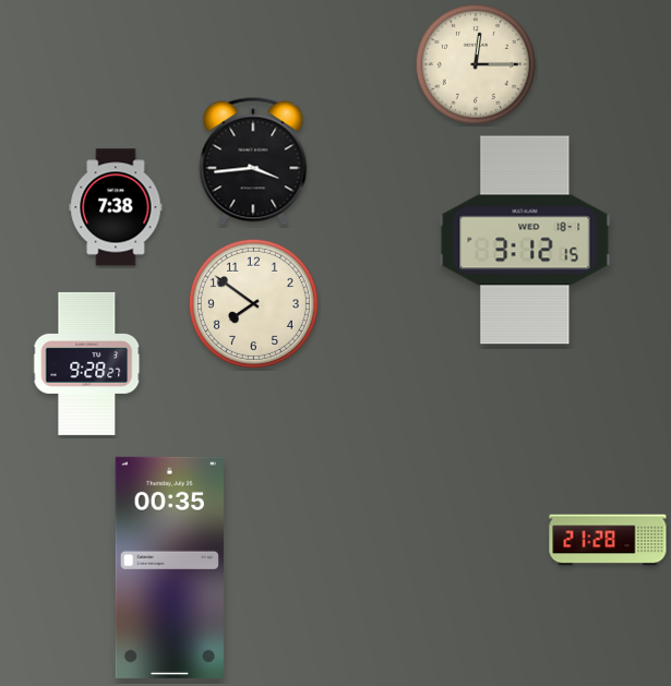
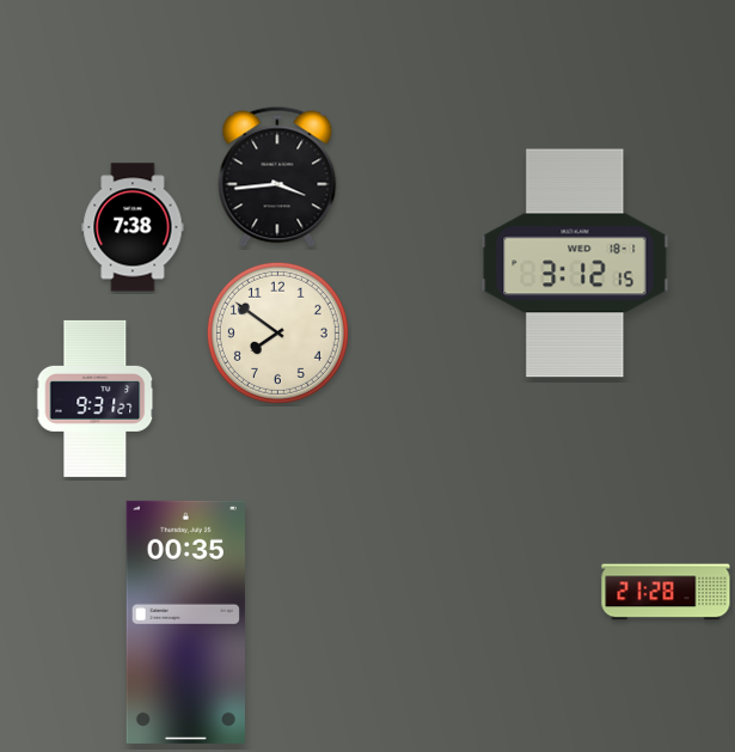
clock at (476, 64): 12:15 -> none
clock at (116, 207) position: (116, 207) -> (133, 227)
clock at (87, 363): 9:28 -> 9:31
